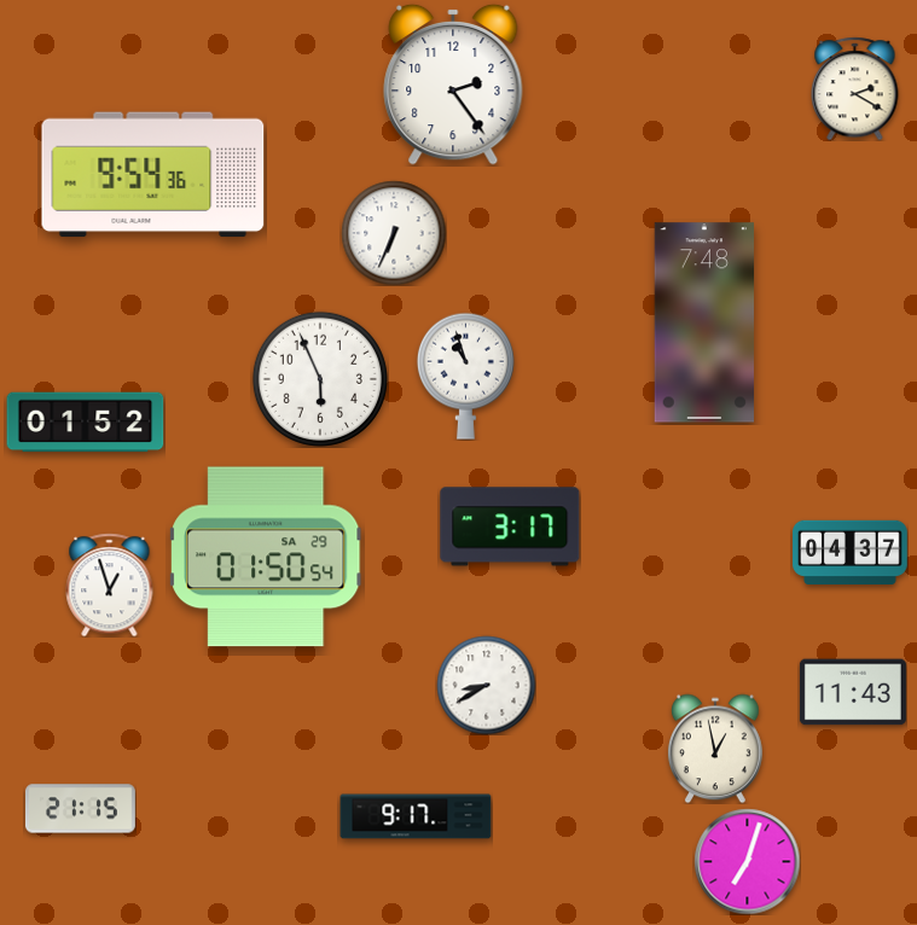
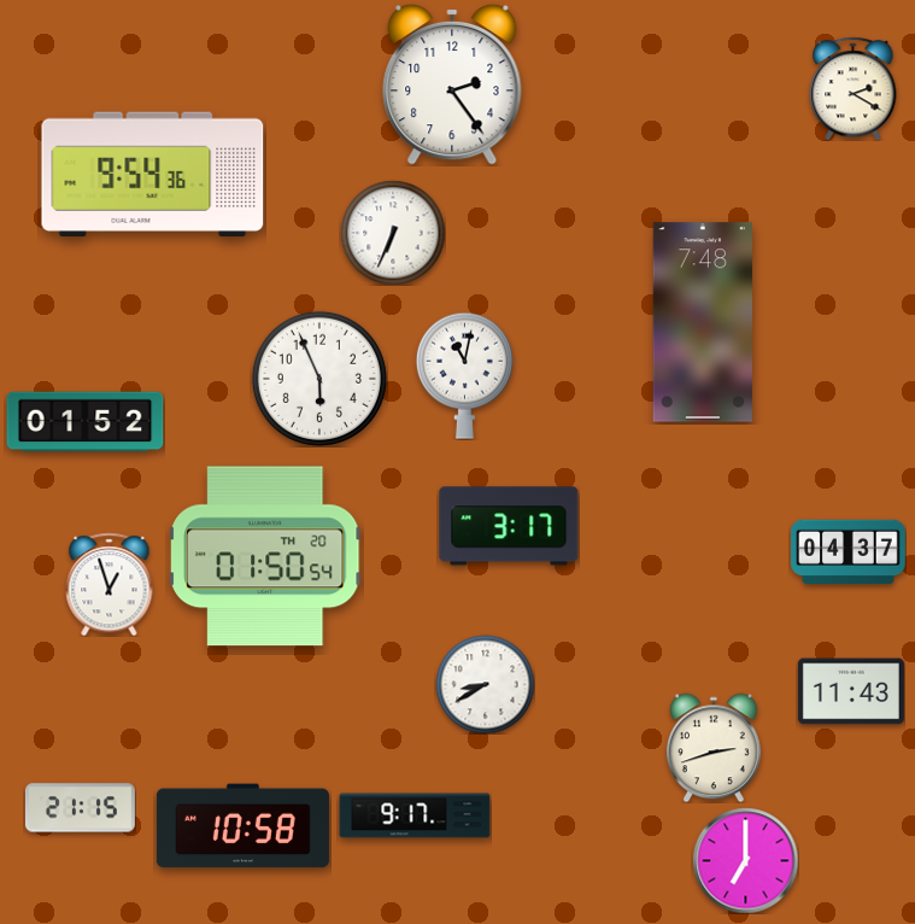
clock at (465, 376): 10:57 -> 11:02
clock at (267, 557) date: SA 29 -> TH 20
clock at (715, 749): 12:58 -> 2:42
clock at (242, 826): none -> 10:58
clock at (747, 861): 7:03 -> 7:00
